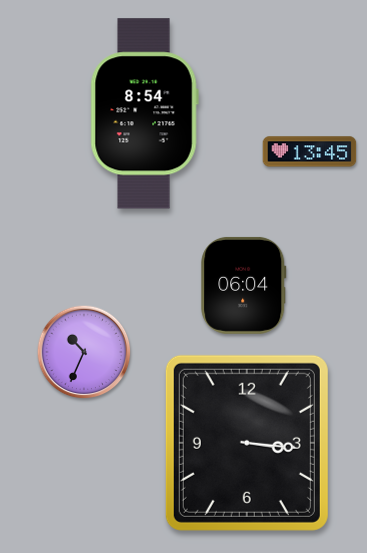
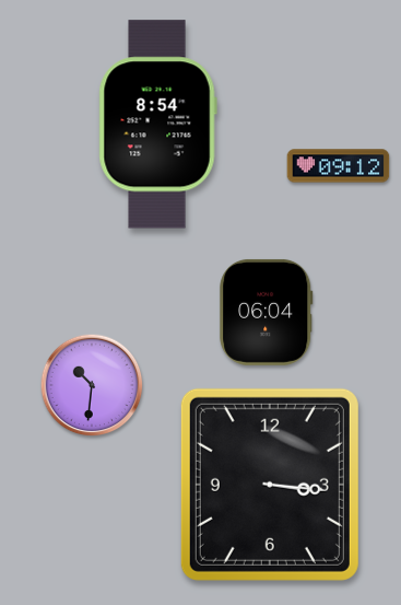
clock at (310, 152): 13:45 -> 09:12
clock at (84, 352): 10:34 -> 10:31
